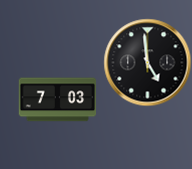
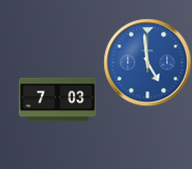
clock at (147, 62) dial: black -> blue
